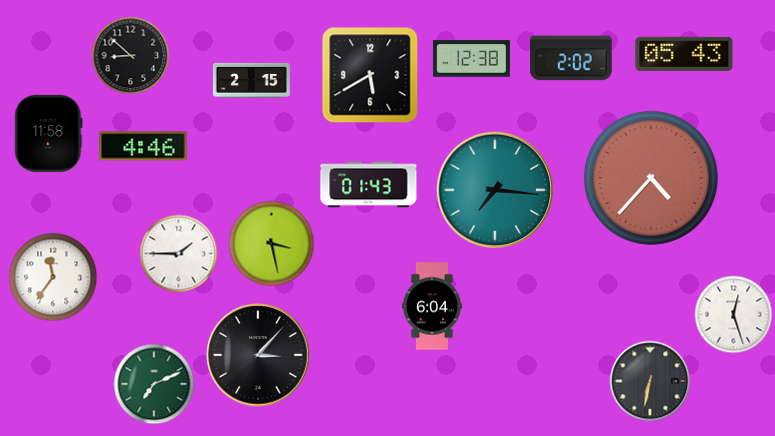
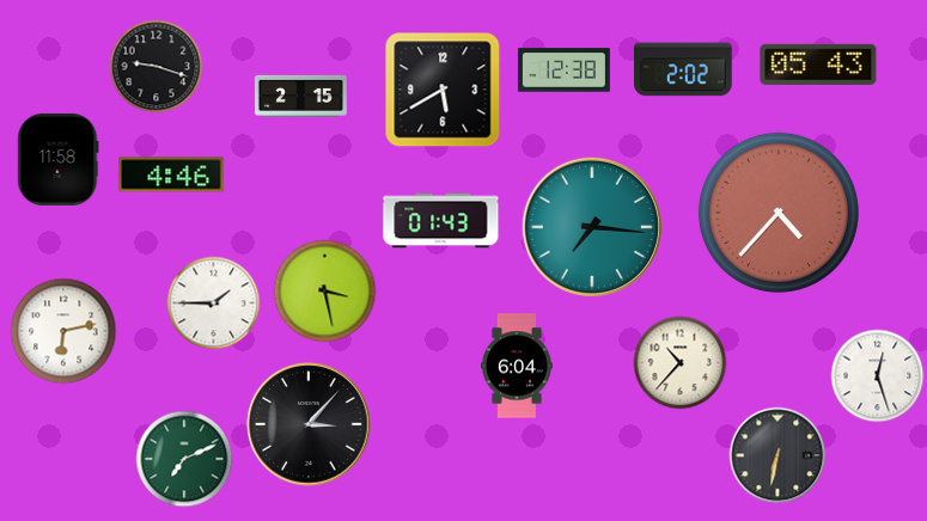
clock at (130, 55): 8:52 -> 9:18
clock at (53, 277): 11:36 -> 6:13
clock at (679, 362): none -> 10:37
